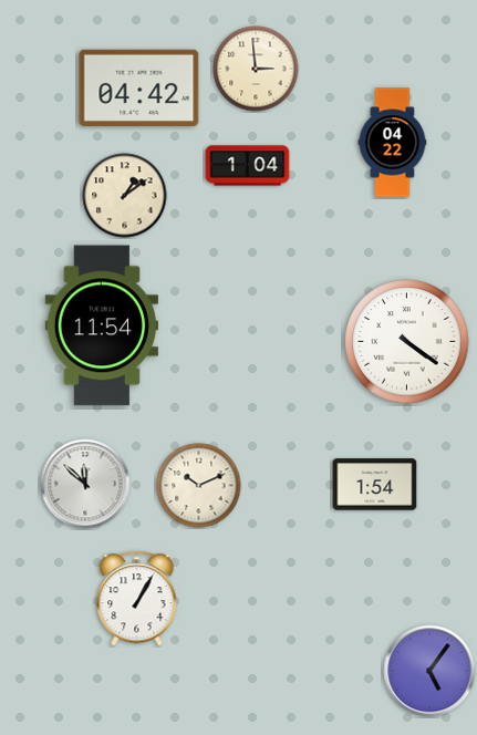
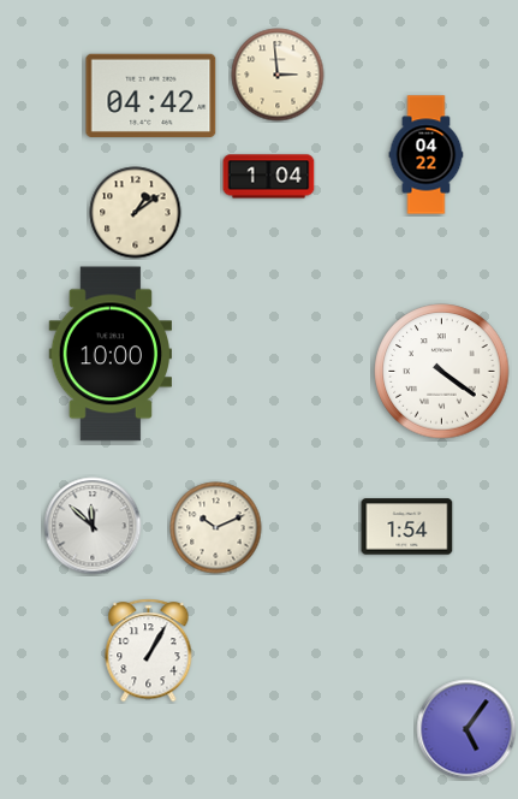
clock at (248, 166) position: (248, 166) -> (269, 177)
clock at (101, 325): 11:54 -> 10:00
